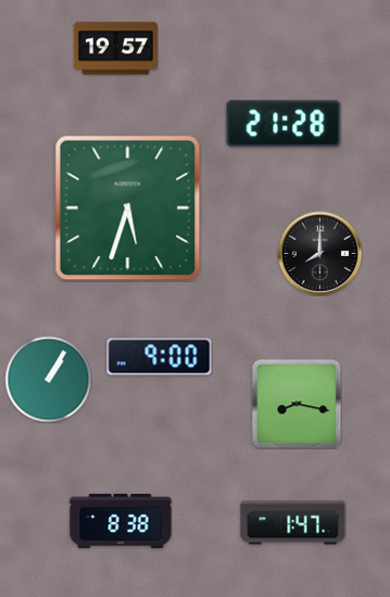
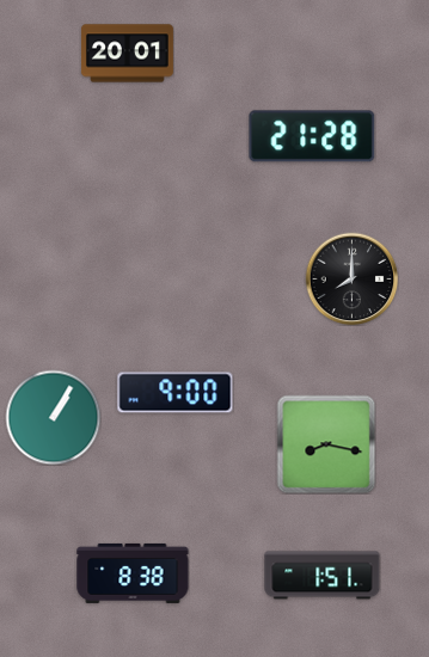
clock at (115, 49): 19:57 -> 20:01
clock at (128, 208): 5:33 -> none
clock at (293, 523): 1:47 -> 1:51
